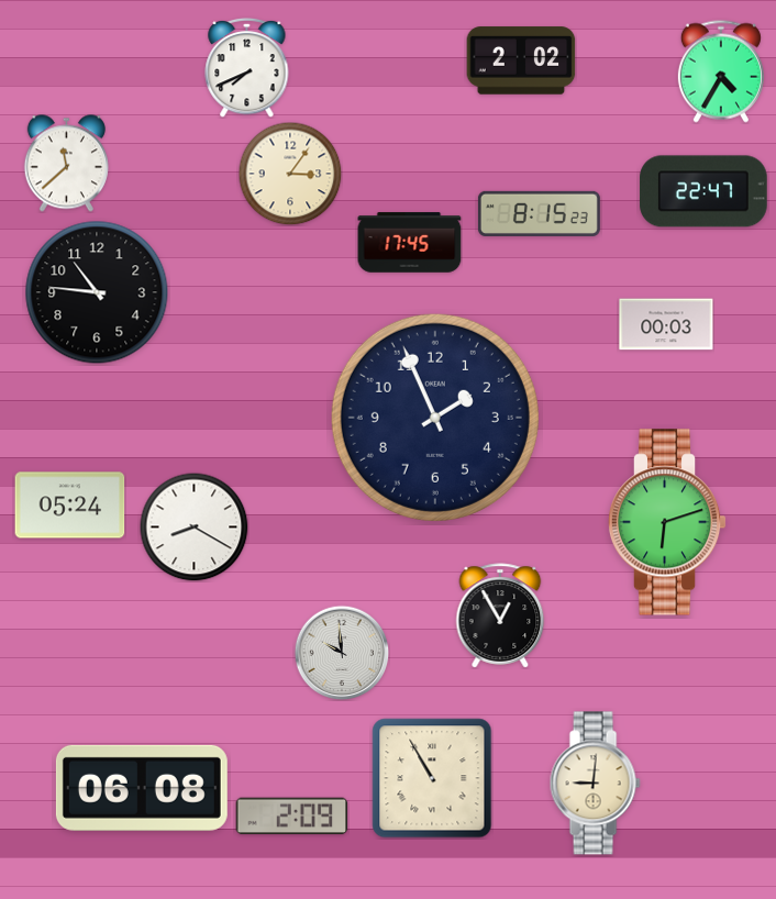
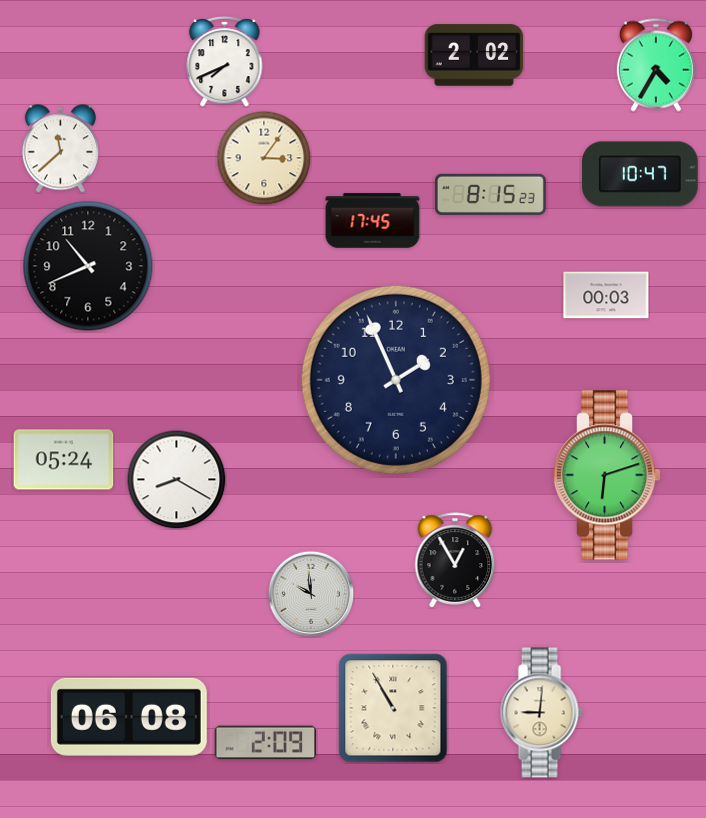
clock at (703, 191): 22:47 -> 10:47
clock at (97, 292): 10:46 -> 10:41
